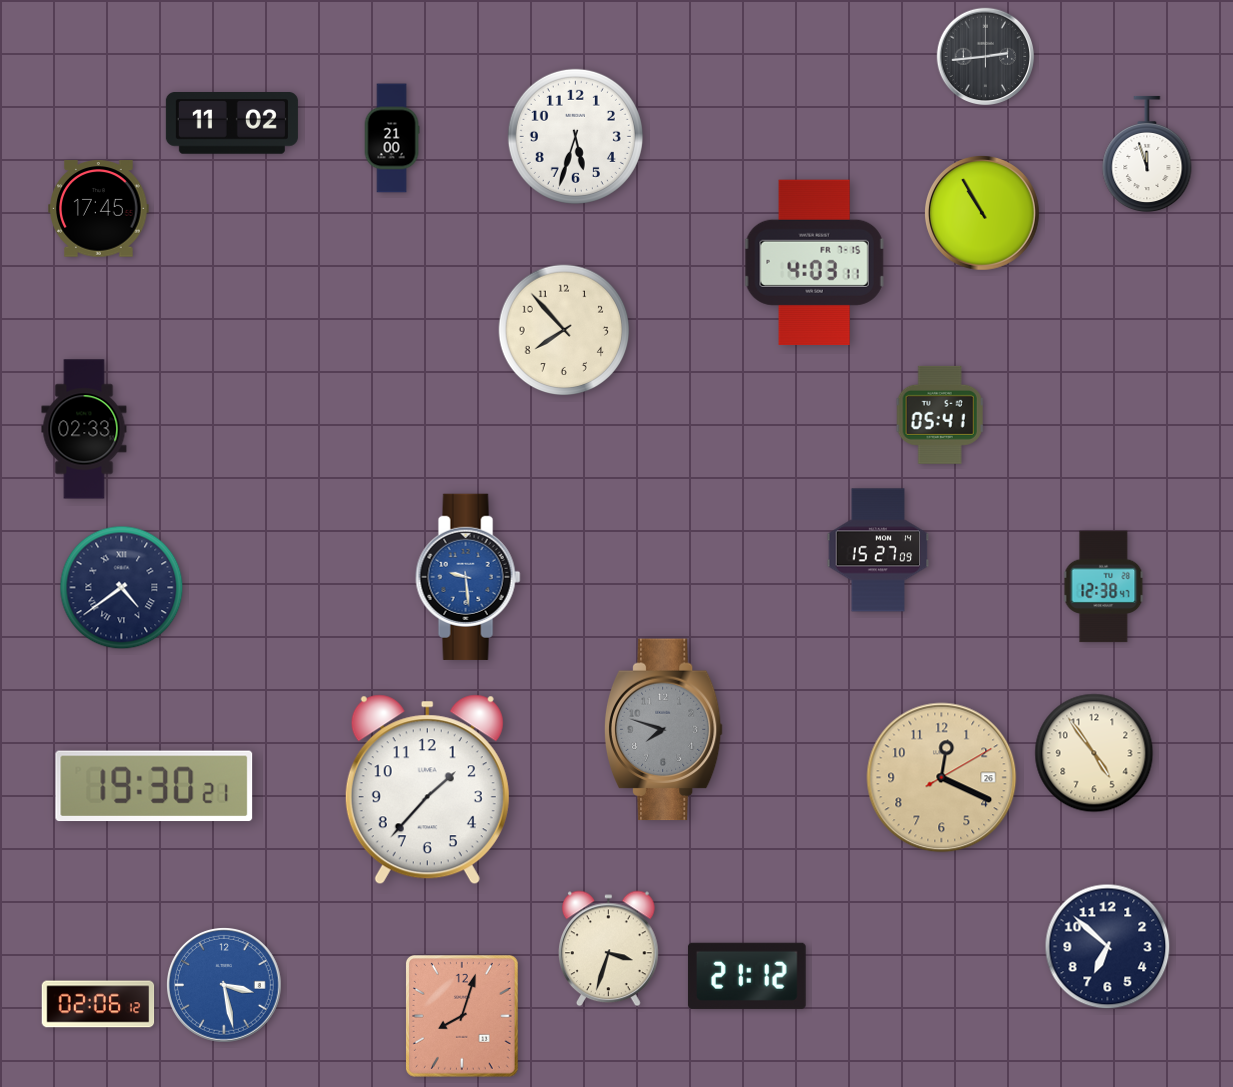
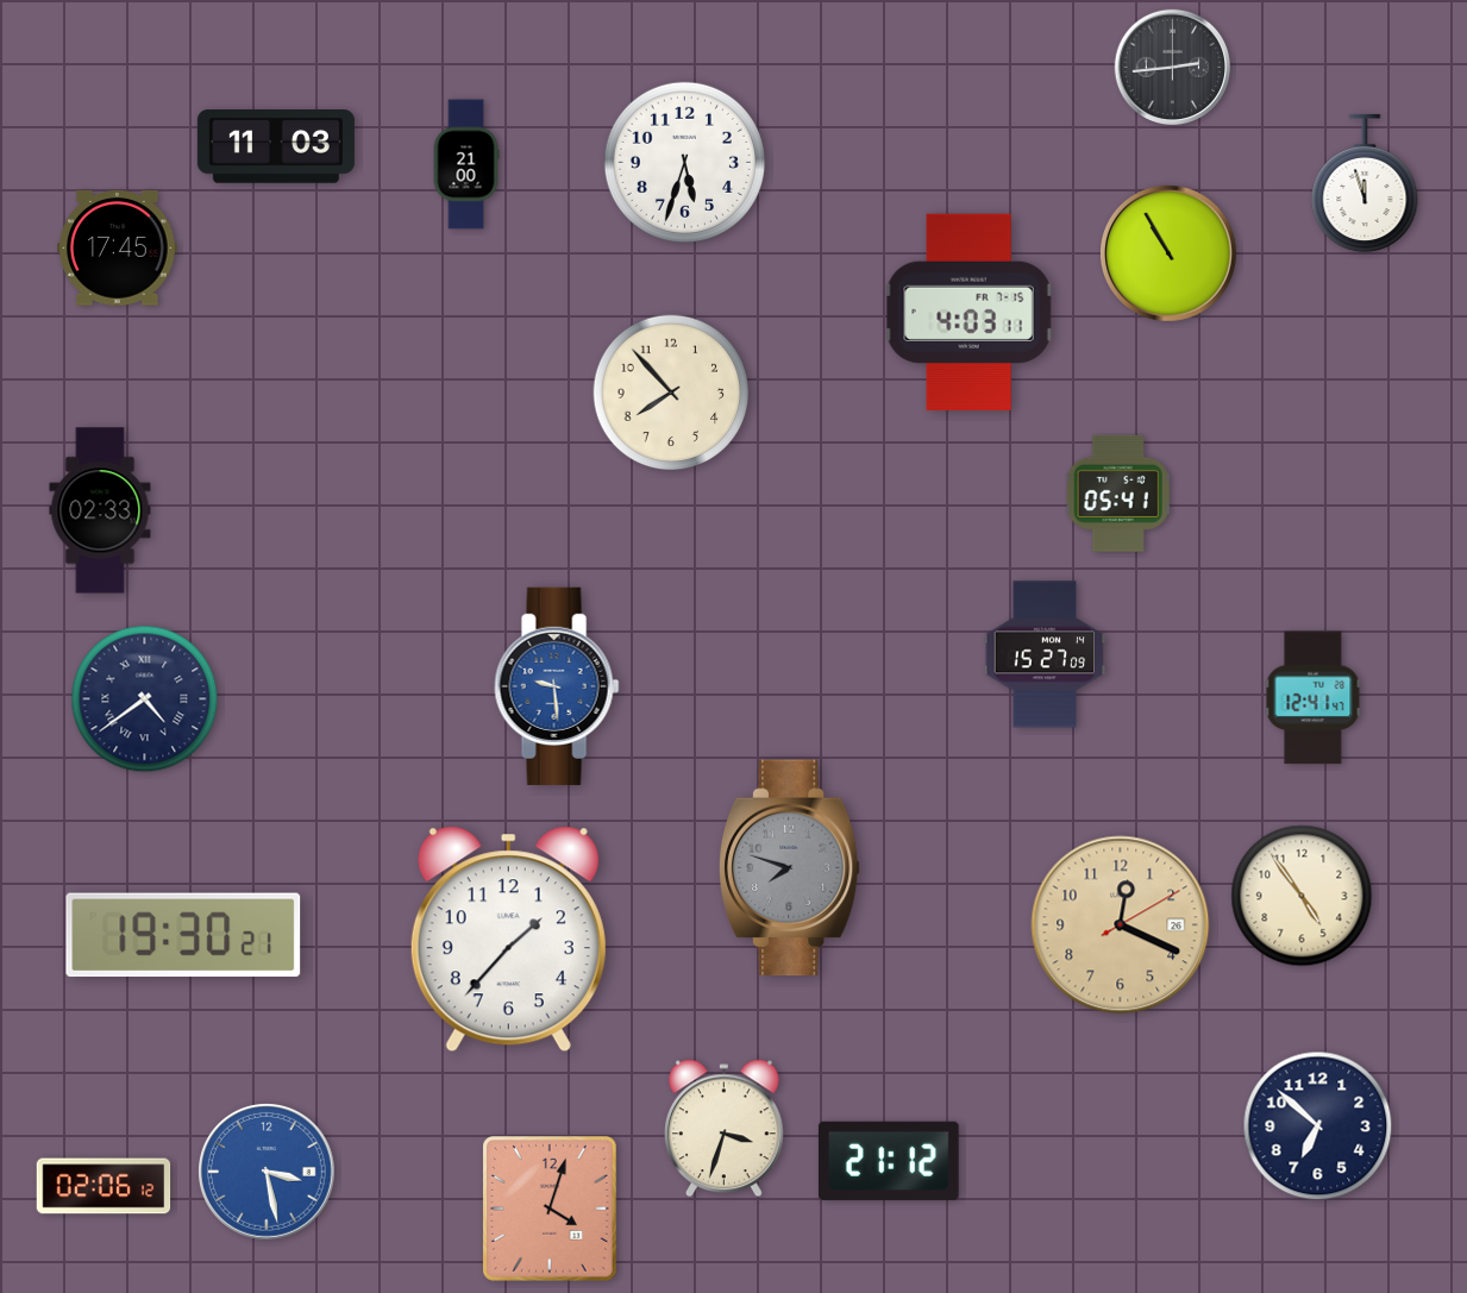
clock at (232, 124): 11:02 -> 11:03
clock at (1104, 587): 12:38 -> 12:41
clock at (98, 1004) position: (98, 1004) -> (104, 1186)
clock at (462, 1016): 8:03 -> 4:03
